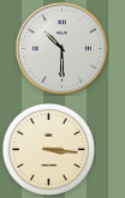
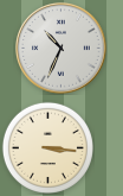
clock at (62, 49): 10:30 -> 10:34
